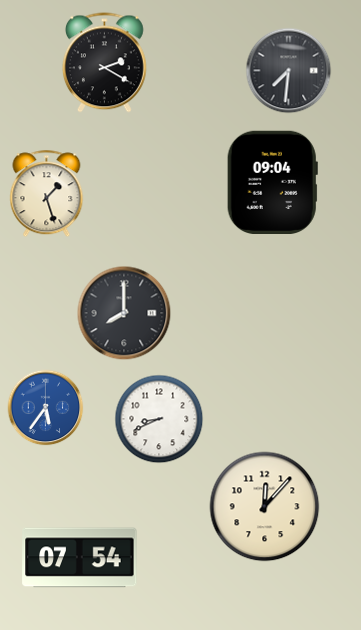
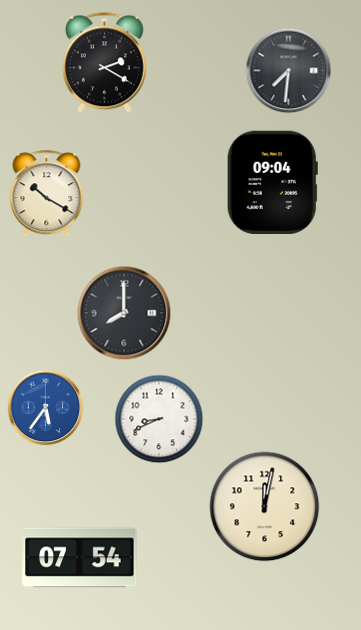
clock at (47, 194): 1:27 -> 10:20
clock at (265, 507): 12:07 -> 12:02
